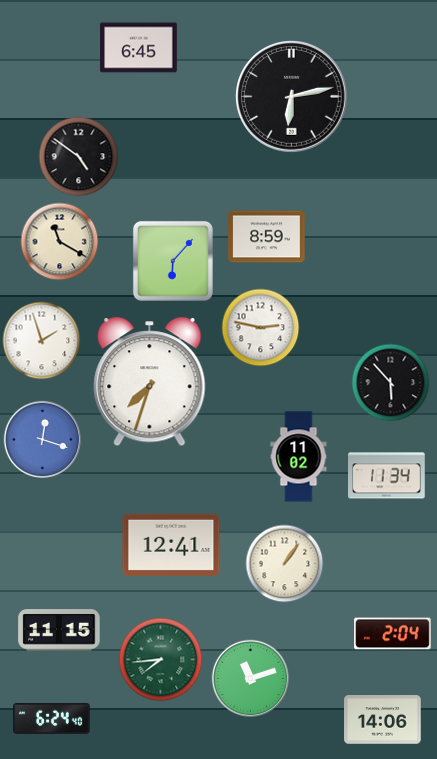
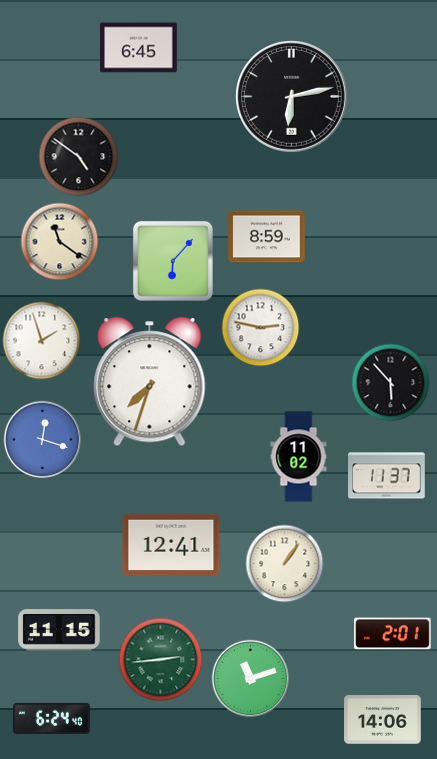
clock at (59, 241): 11:20 -> 11:21
clock at (387, 476): 11:34 -> 11:37
clock at (393, 634): 2:04 -> 2:01
clock at (160, 659): 7:44 -> 2:44
